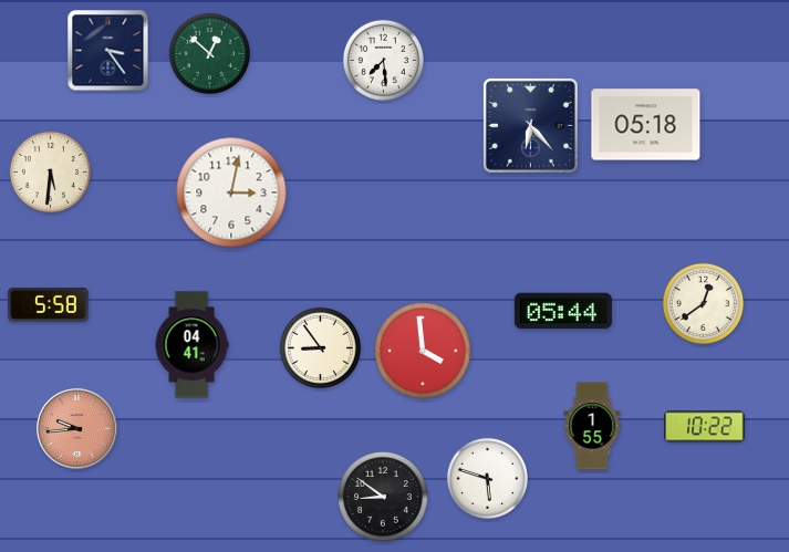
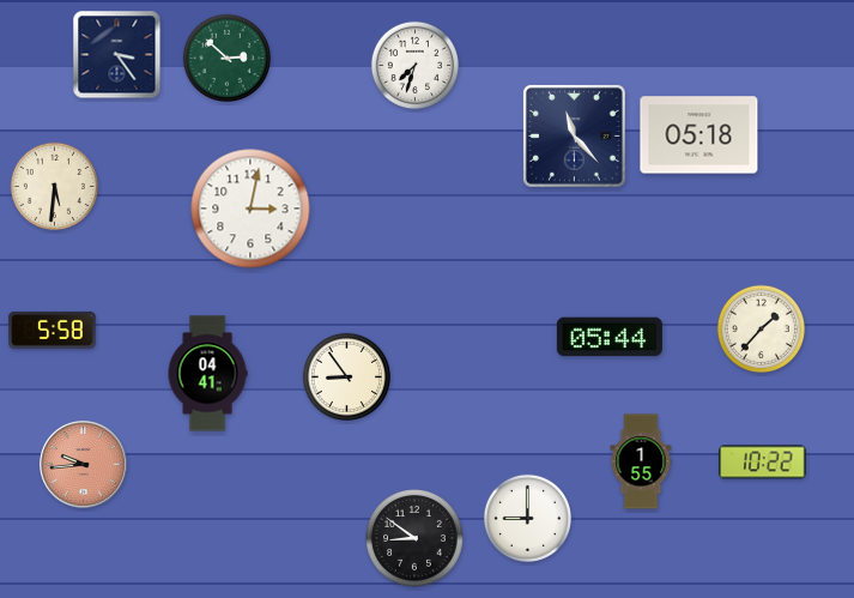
clock at (209, 53): 12:52 -> 2:52
clock at (383, 60): 7:29 -> 7:33
clock at (530, 125): 6:23 -> 11:23
clock at (703, 303): 12:39 -> 1:37
clock at (423, 351): 3:59 -> none
clock at (487, 478): 5:48 -> 9:00
